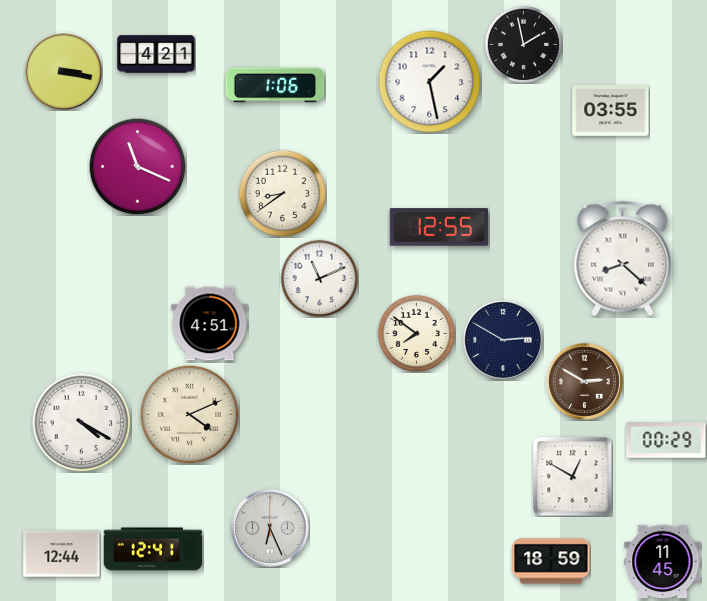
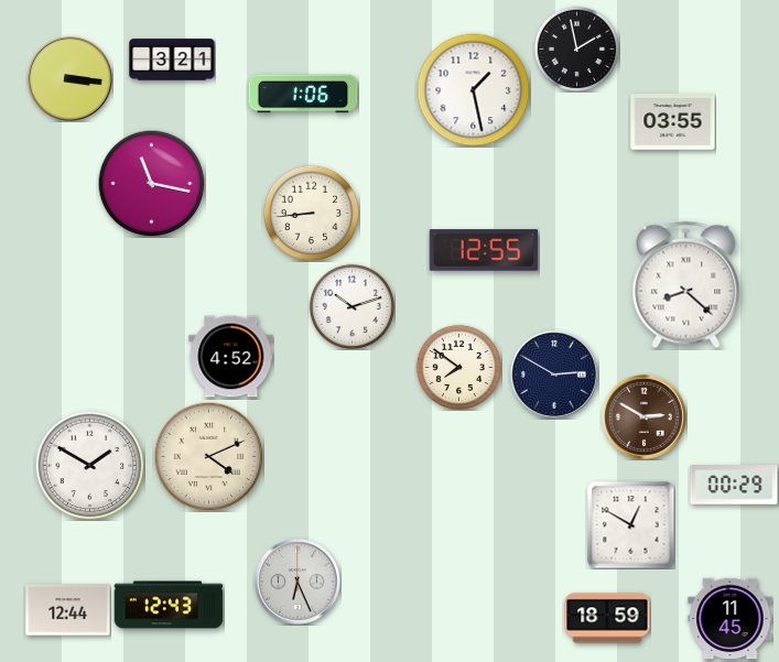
clock at (156, 54): 4:21 -> 3:21
clock at (63, 71): 3:17 -> 3:16
clock at (137, 166): 11:19 -> 11:17
clock at (282, 193): 8:39 -> 8:44
clock at (319, 278): 11:11 -> 10:12
clock at (210, 324): 4:51 -> 4:52
clock at (584, 381) position: (584, 381) -> (643, 416)
clock at (82, 423): 4:20 -> 1:50
clock at (153, 549): 12:41 -> 12:43
